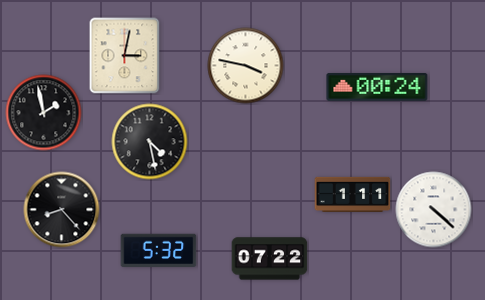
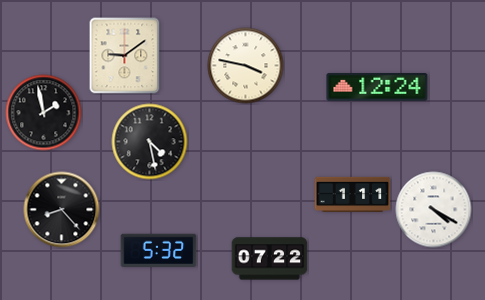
clock at (125, 56): 3:02 -> 9:09
clock at (377, 87): 00:24 -> 12:24
clock at (434, 210): 4:22 -> 4:20
